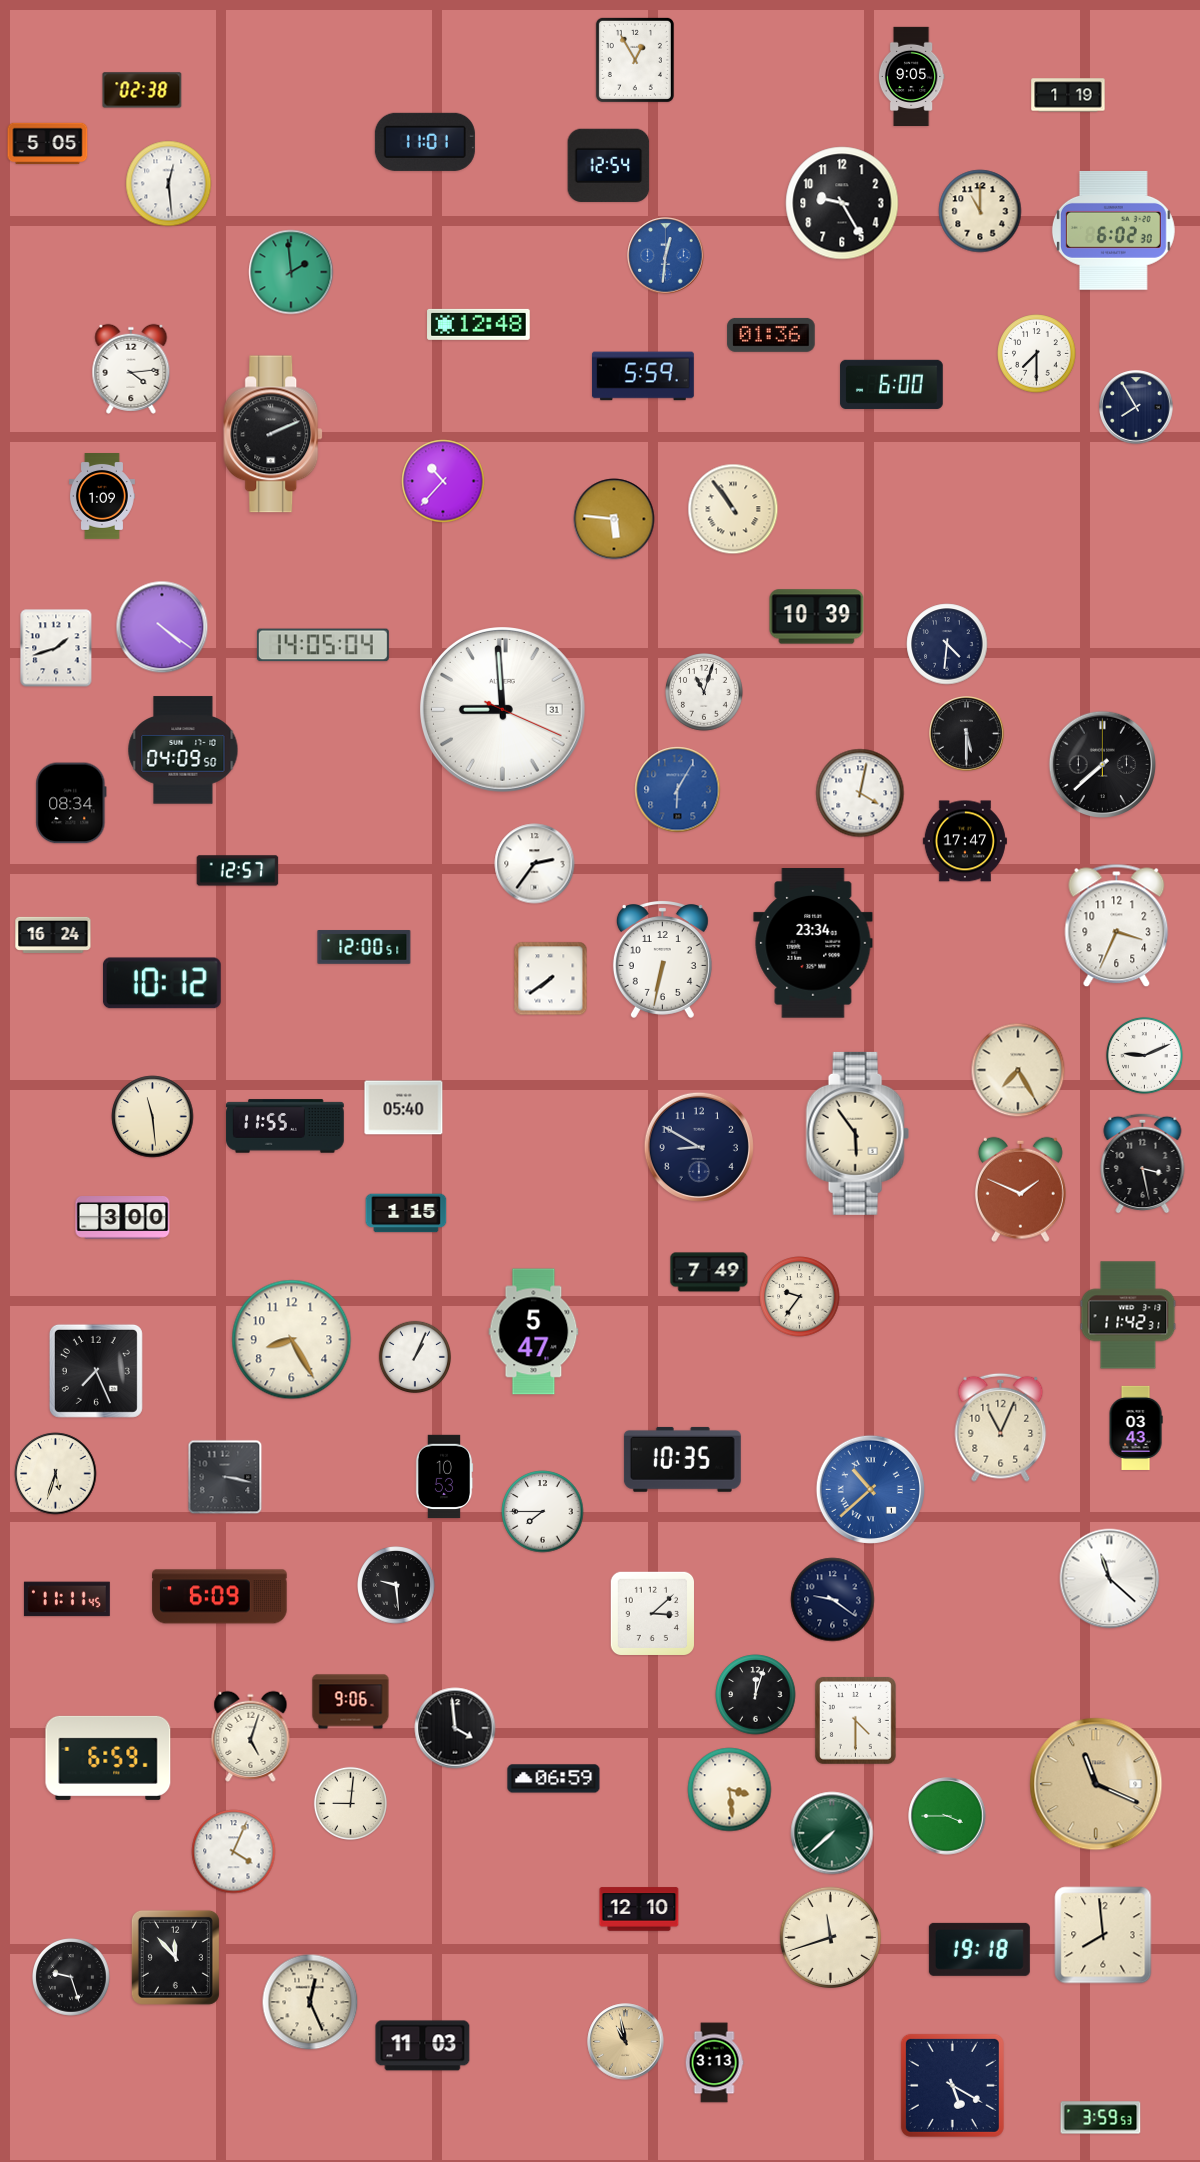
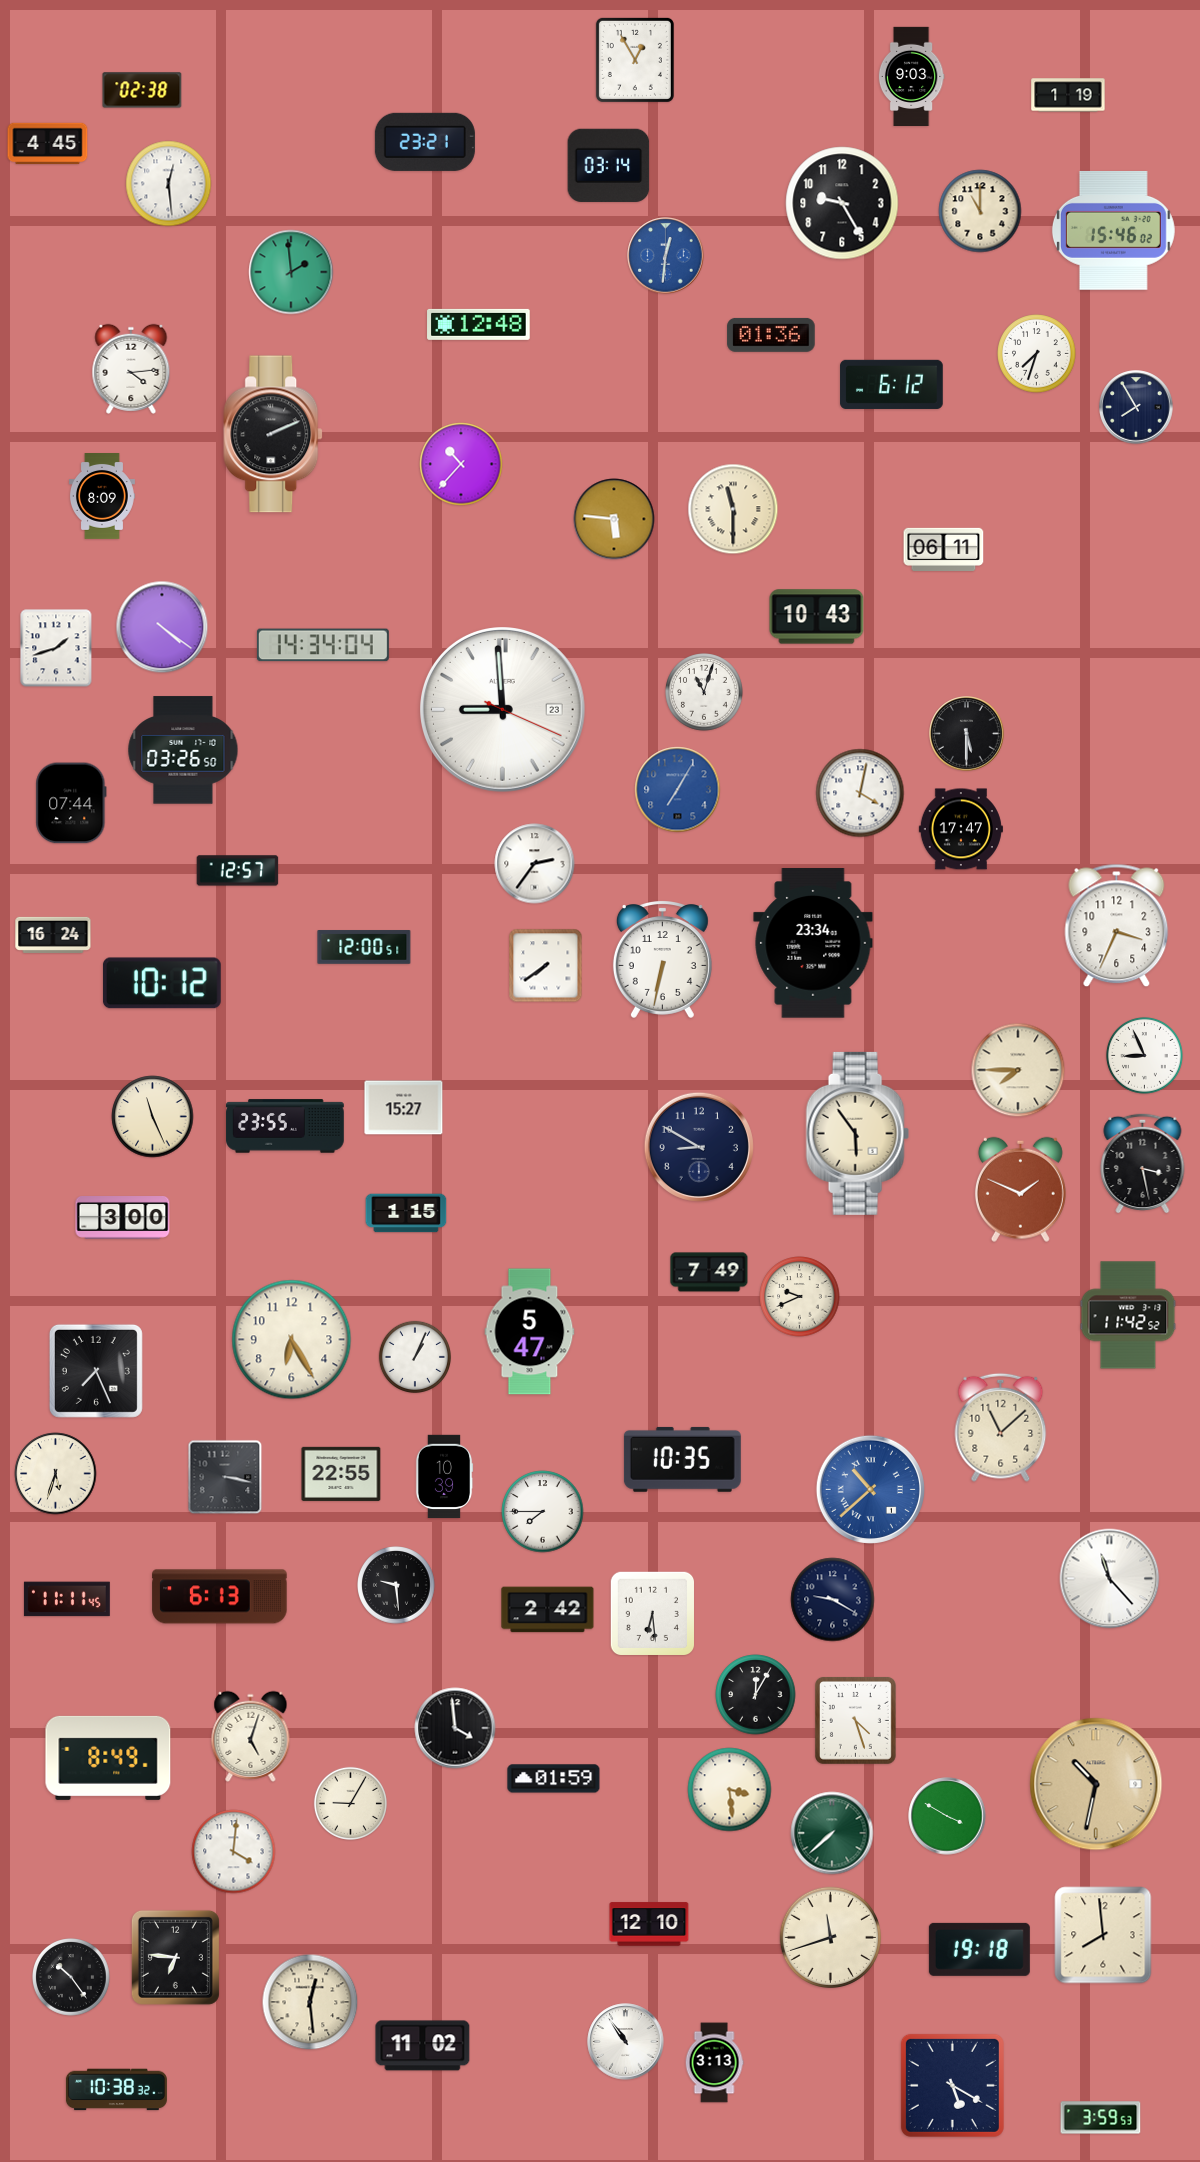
clock at (911, 76): 9:05 -> 9:03
clock at (425, 142): 11:01 -> 23:21
clock at (48, 144): 5:05 -> 4:45
clock at (609, 165): 12:54 -> 03:14
clock at (1113, 230): 6:02 -> 15:46
clock at (1037, 354): 7:30 -> 7:33
clock at (644, 376): 5:59 -> none
clock at (892, 384): 6:00 -> 6:12
clock at (443, 481) position: (443, 481) -> (461, 464)
clock at (102, 497): 1:09 -> 8:09
clock at (733, 509): 10:54 -> 11:30
clock at (944, 549): none -> 06:11
clock at (817, 617): 10:39 -> 10:43
clock at (947, 644): 4:31 -> none
clock at (323, 645): 14:05 -> 14:34
clock at (503, 710) date: 31 -> 23
clock at (183, 750): 04:09 -> 03:26
clock at (1102, 764): 7:38 -> none
clock at (678, 790): 6:05 -> 7:05
clock at (71, 803): 08:34 -> 07:44
clock at (965, 841) position: (965, 841) -> (961, 829)
clock at (551, 979) position: (551, 979) -> (546, 966)
clock at (1144, 1055): 9:11 -> 8:56
clock at (1018, 1070): 7:25 -> 7:45
clock at (404, 1108): 05:40 -> 15:27
clock at (153, 1117): 11:29 -> 11:26
clock at (285, 1126): 11:55 -> 23:55
clock at (800, 1297): 9:36 -> 9:41
clock at (1128, 1315): 11:42:31 -> 11:42:52
clock at (534, 1332) position: (534, 1332) -> (530, 1332)
clock at (292, 1340): 8:25 -> 6:25
clock at (1001, 1427): 11:04 -> 11:08
clock at (1136, 1428): 03:43 -> none
clock at (341, 1474): none -> 22:55
clock at (444, 1477): 10:53 -> 10:39
clock at (1110, 1579): 11:22 -> 11:23
clock at (220, 1597): 6:09 -> 6:13
clock at (833, 1600): 9:21 -> 9:20
clock at (548, 1610): none -> 2:42
clock at (652, 1613): 3:08 -> 6:29
clock at (756, 1695): 12:03 -> 12:05
clock at (351, 1702): 9:06 -> none
clock at (855, 1720): 4:30 -> 4:27
clock at (108, 1758): 6:59 -> 8:49
clock at (554, 1779): 06:59 -> 01:59
clock at (1096, 1784): 11:19 -> 10:32
clock at (350, 1803): 9:01 -> 9:05
clock at (947, 1816): 3:45 -> 3:50
clock at (234, 1852): 4:04 -> 4:01
clock at (639, 1909) position: (639, 1909) -> (649, 1924)
clock at (175, 1957): 11:53 -> 6:46
clock at (72, 1978): 9:27 -> 10:24
clock at (310, 2002): 12:26 -> 12:29
clock at (626, 2042): 10:58 -> 10:54
clock at (626, 2042) dial: champagne -> white
clock at (423, 2046): 11:03 -> 11:02
clock at (116, 2090): none -> 10:38
